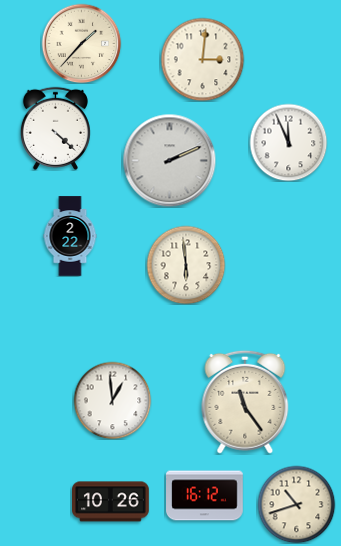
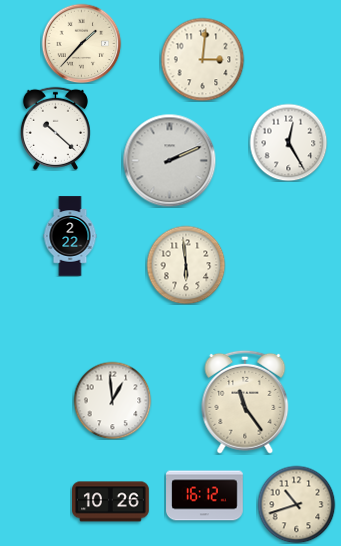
clock at (55, 128): 4:22 -> 10:22
clock at (288, 142): 11:56 -> 12:25
